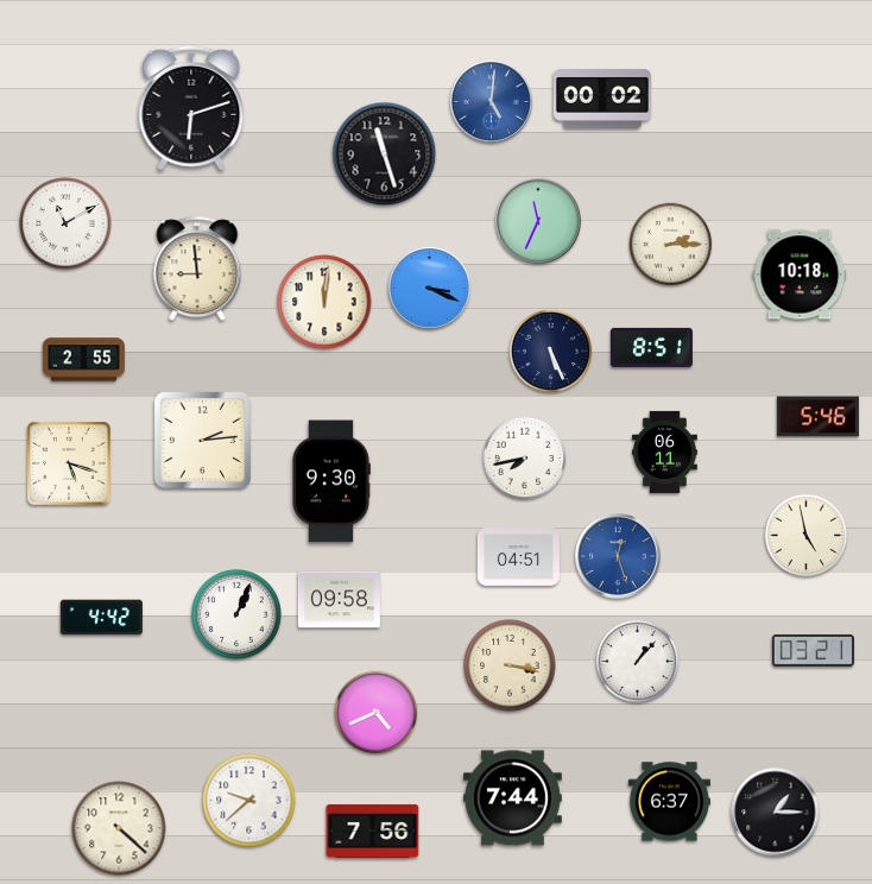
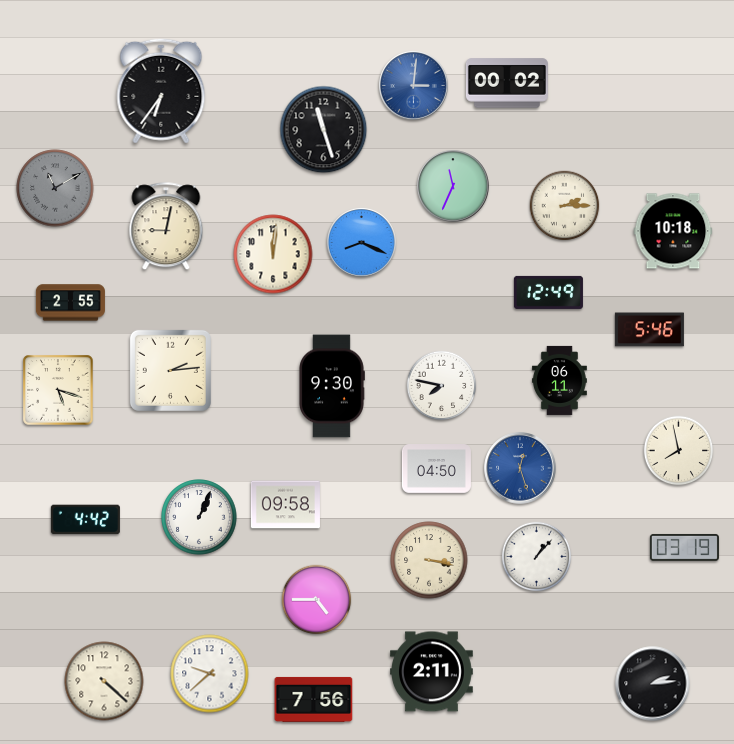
clock at (492, 102): 5:01 -> 3:01
clock at (191, 108): 6:12 -> 6:36
clock at (65, 223) dial: white -> grey
clock at (197, 270): 8:59 -> 9:02
clock at (430, 289): 3:19 -> 8:19
clock at (651, 347): 8:51 -> 12:49
clock at (551, 352): 5:26 -> none
clock at (817, 417) position: (817, 417) -> (649, 330)
clock at (525, 459): 7:43 -> 7:47
clock at (331, 481) position: (331, 481) -> (332, 386)
clock at (807, 536): 4:58 -> 7:58
clock at (518, 557): 04:51 -> 04:50
clock at (813, 650): 03:21 -> 03:19
clock at (377, 713): 4:41 -> 4:45
clock at (513, 798): 7:44 -> 2:11
clock at (669, 802): 6:37 -> none
clock at (776, 813): 1:15 -> 2:14
clock at (119, 828) position: (119, 828) -> (104, 681)
